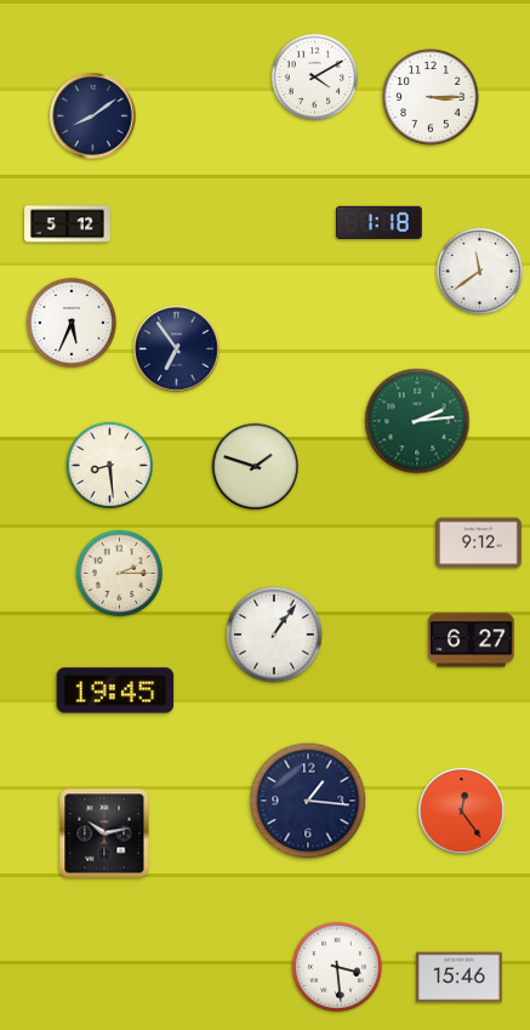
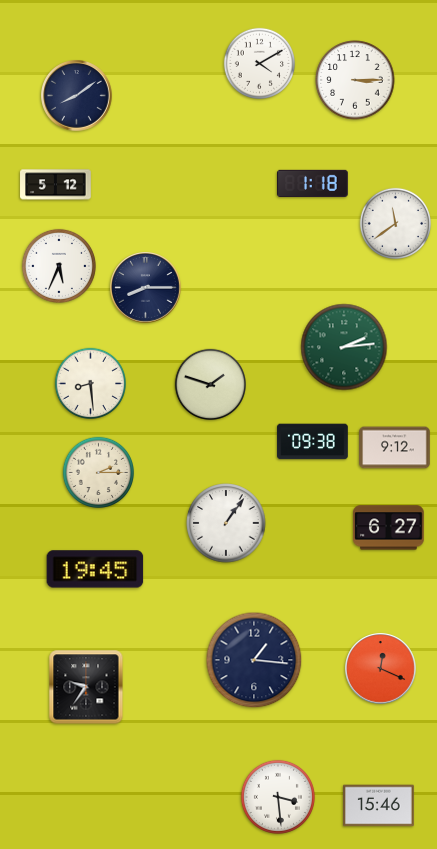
clock at (177, 349): 6:54 -> 8:15
clock at (313, 442): none -> 09:38
clock at (462, 812): 12:24 -> 12:19
clock at (104, 833): 10:13 -> 9:36
